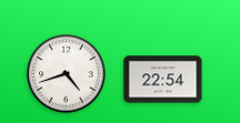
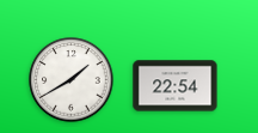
clock at (67, 74): 4:42 -> 1:40
